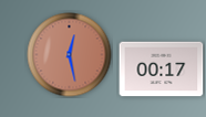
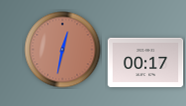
clock at (70, 55): 12:28 -> 12:32
